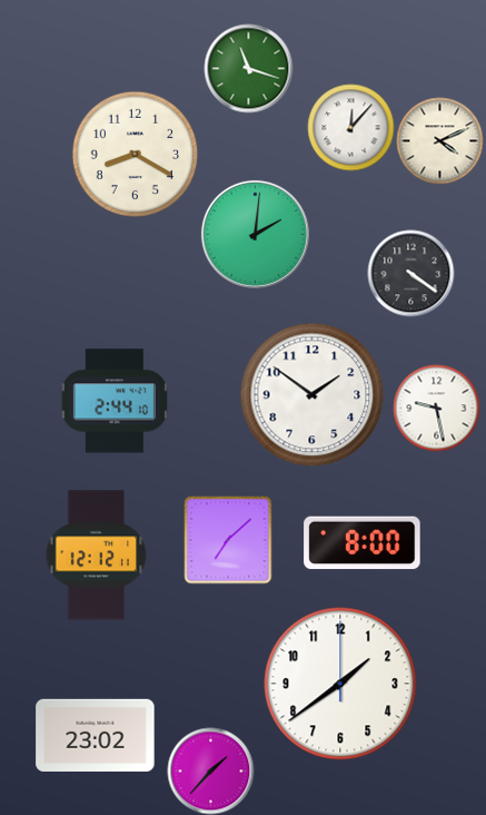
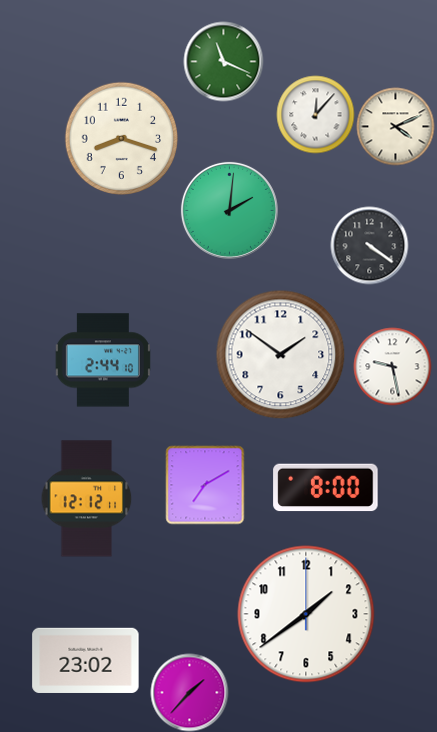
clock at (248, 68): 11:18 -> 11:19
clock at (135, 154): 8:20 -> 8:18
clock at (228, 540): 7:08 -> 7:10
